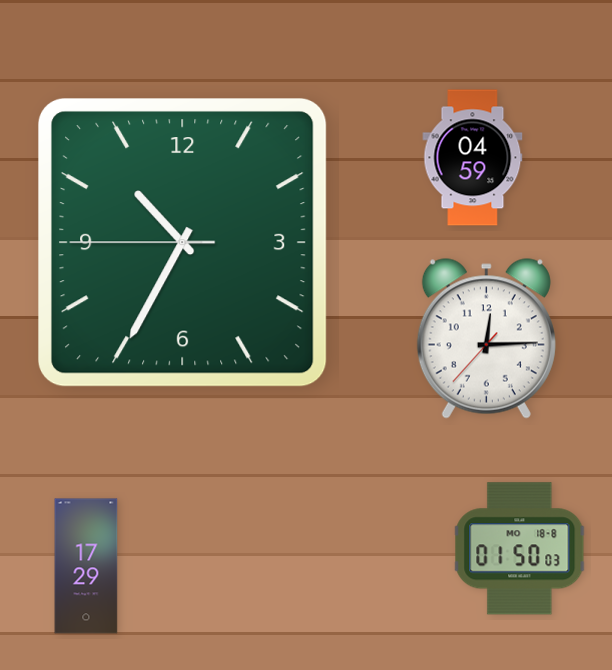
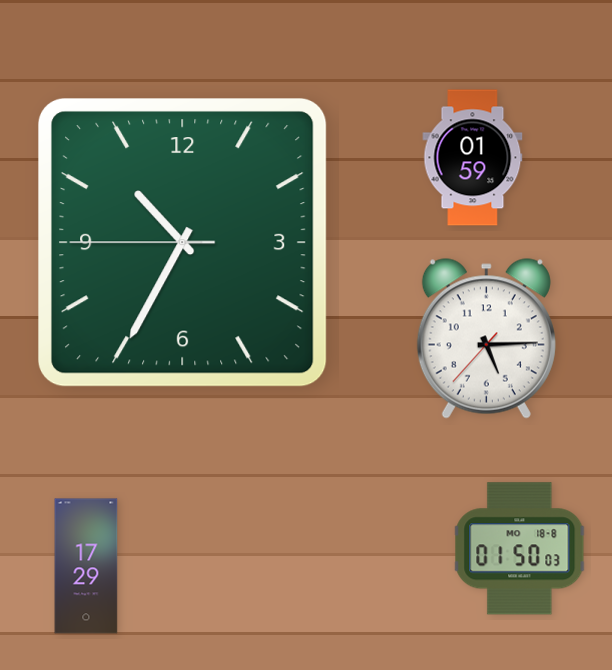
clock at (473, 158): 04:59 -> 01:59
clock at (486, 339): 12:14 -> 5:14
